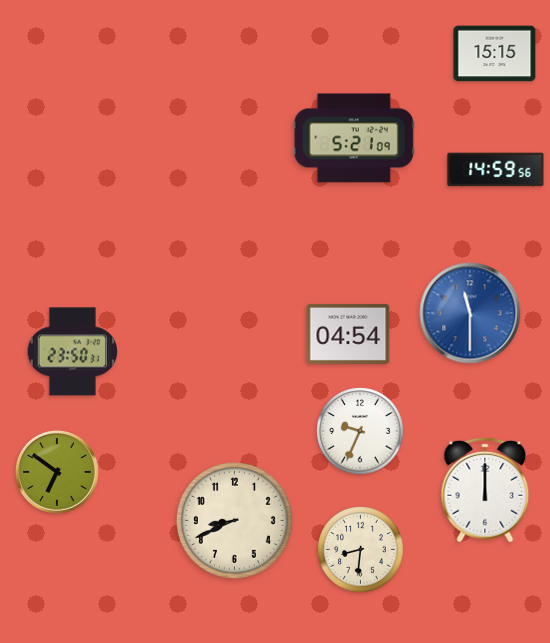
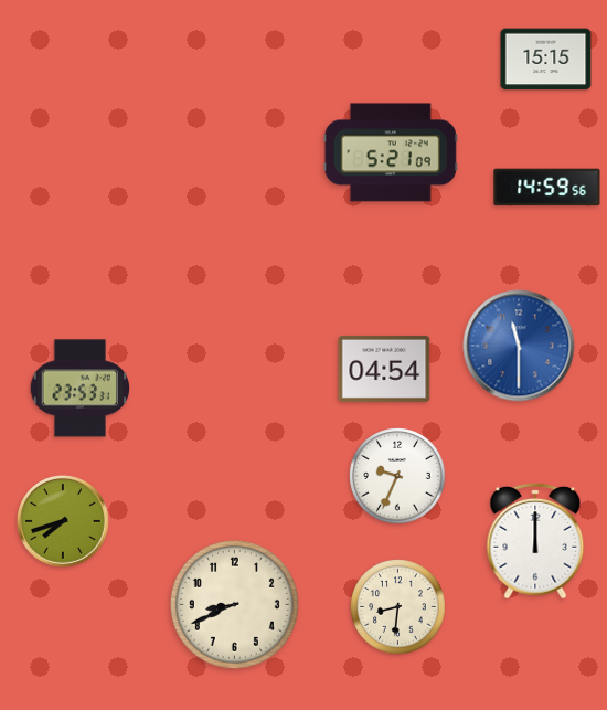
clock at (73, 352): 23:50 -> 23:53
clock at (58, 473): 6:51 -> 7:42
clock at (234, 520) position: (234, 520) -> (234, 604)
